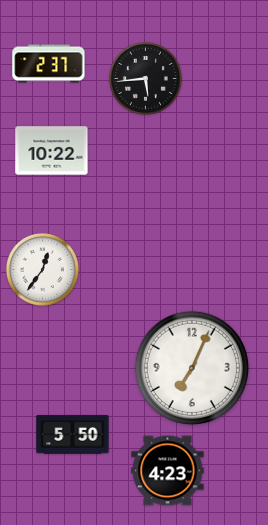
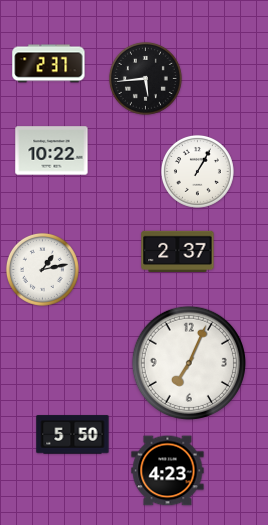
clock at (197, 171): none -> 1:05
clock at (178, 251): none -> 2:37
clock at (42, 269): 12:36 -> 1:13
clock at (192, 368) position: (192, 368) -> (189, 363)
